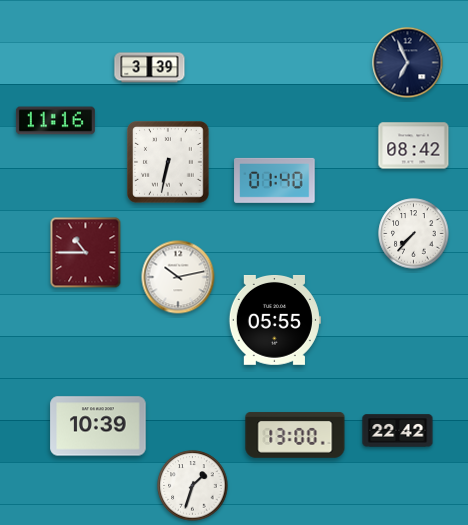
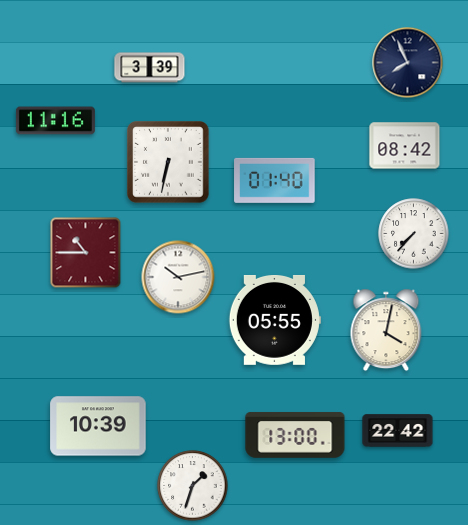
clock at (408, 63): 6:56 -> 7:56
clock at (414, 146) position: (414, 146) -> (405, 146)
clock at (386, 330): none -> 4:02
